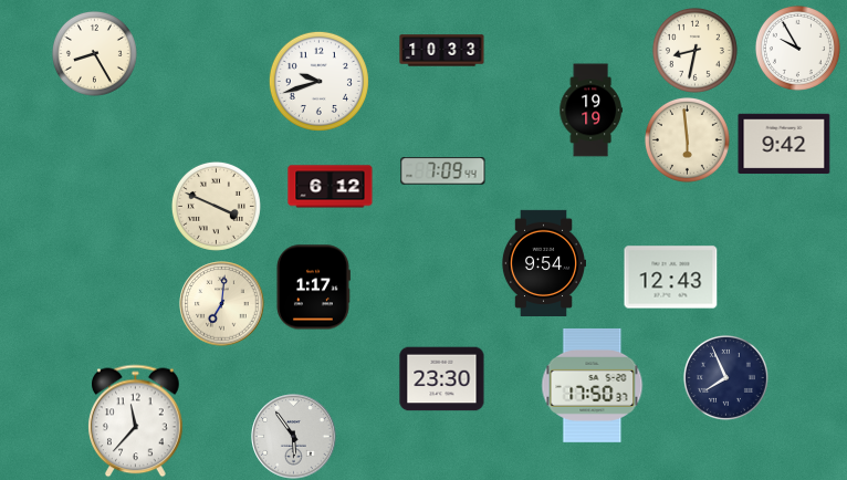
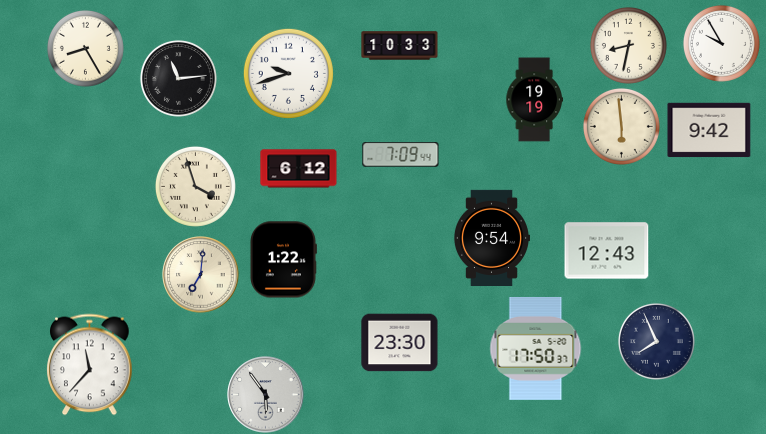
clock at (178, 78): none -> 11:14
clock at (216, 206): 3:49 -> 3:57
clock at (313, 288): 1:17 -> 1:22
clock at (136, 421) position: (136, 421) -> (90, 365)
